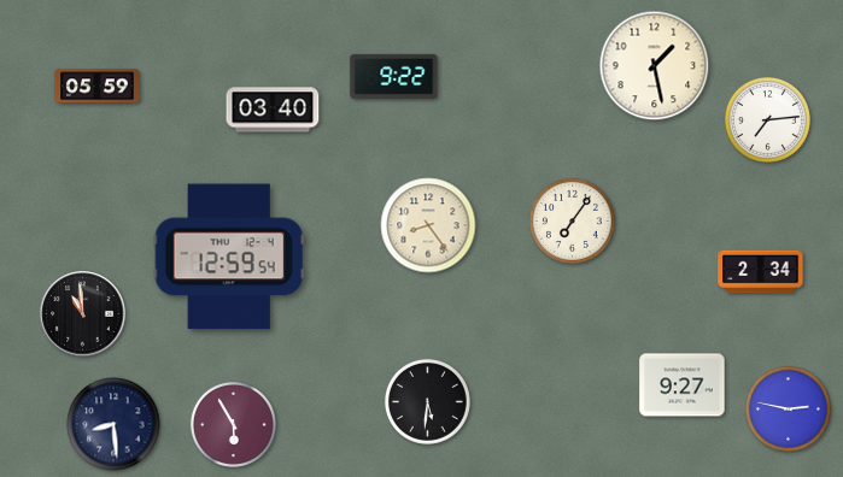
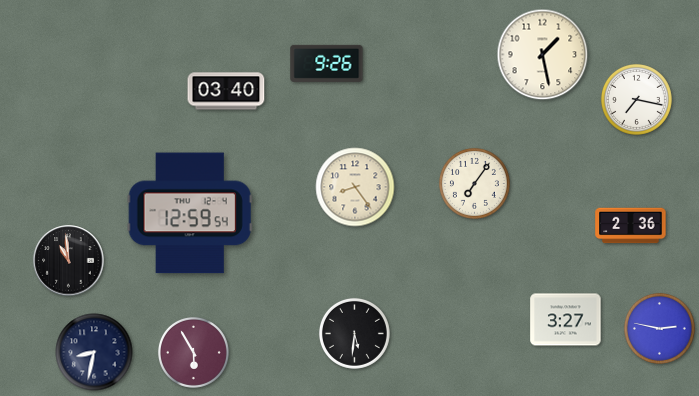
clock at (394, 76): 9:22 -> 9:26
clock at (98, 87): 05:59 -> none
clock at (767, 119): 7:14 -> 7:17
clock at (761, 272): 2:34 -> 2:36
clock at (683, 385): 9:27 -> 3:27
clock at (788, 408) position: (788, 408) -> (659, 328)
clock at (113, 424): 8:29 -> 8:32
